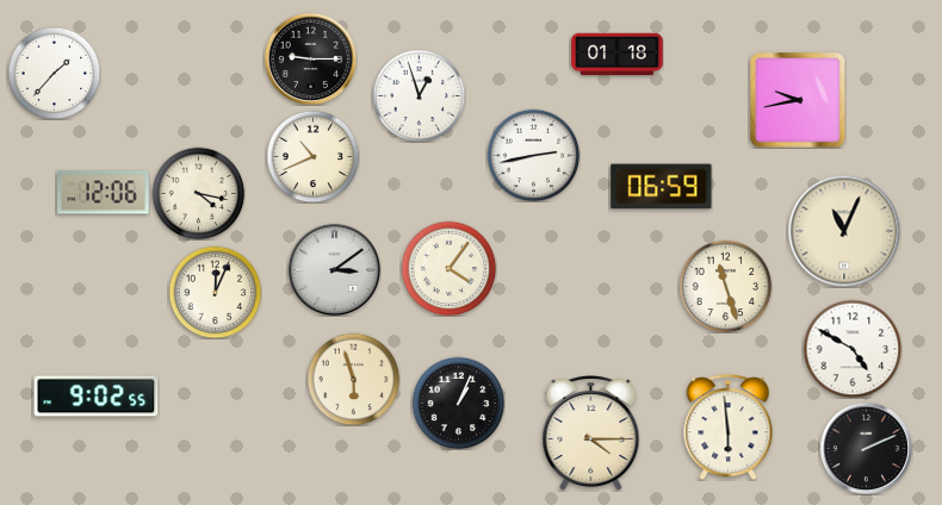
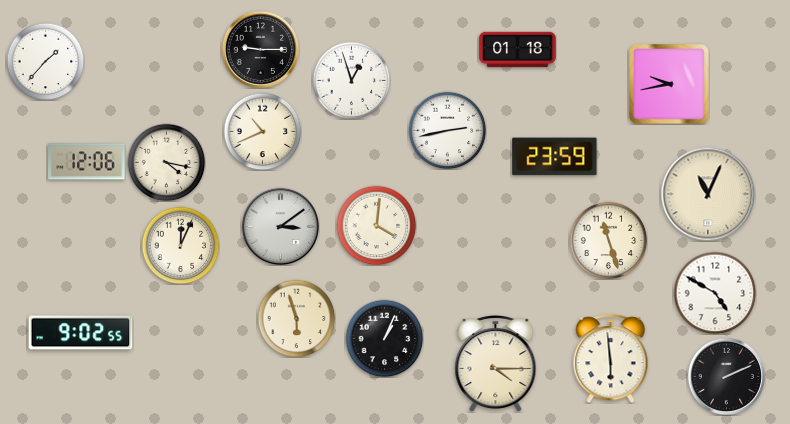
clock at (618, 55) position: (618, 55) -> (518, 50)
clock at (662, 187): 06:59 -> 23:59
clock at (448, 268): 4:06 -> 4:01
